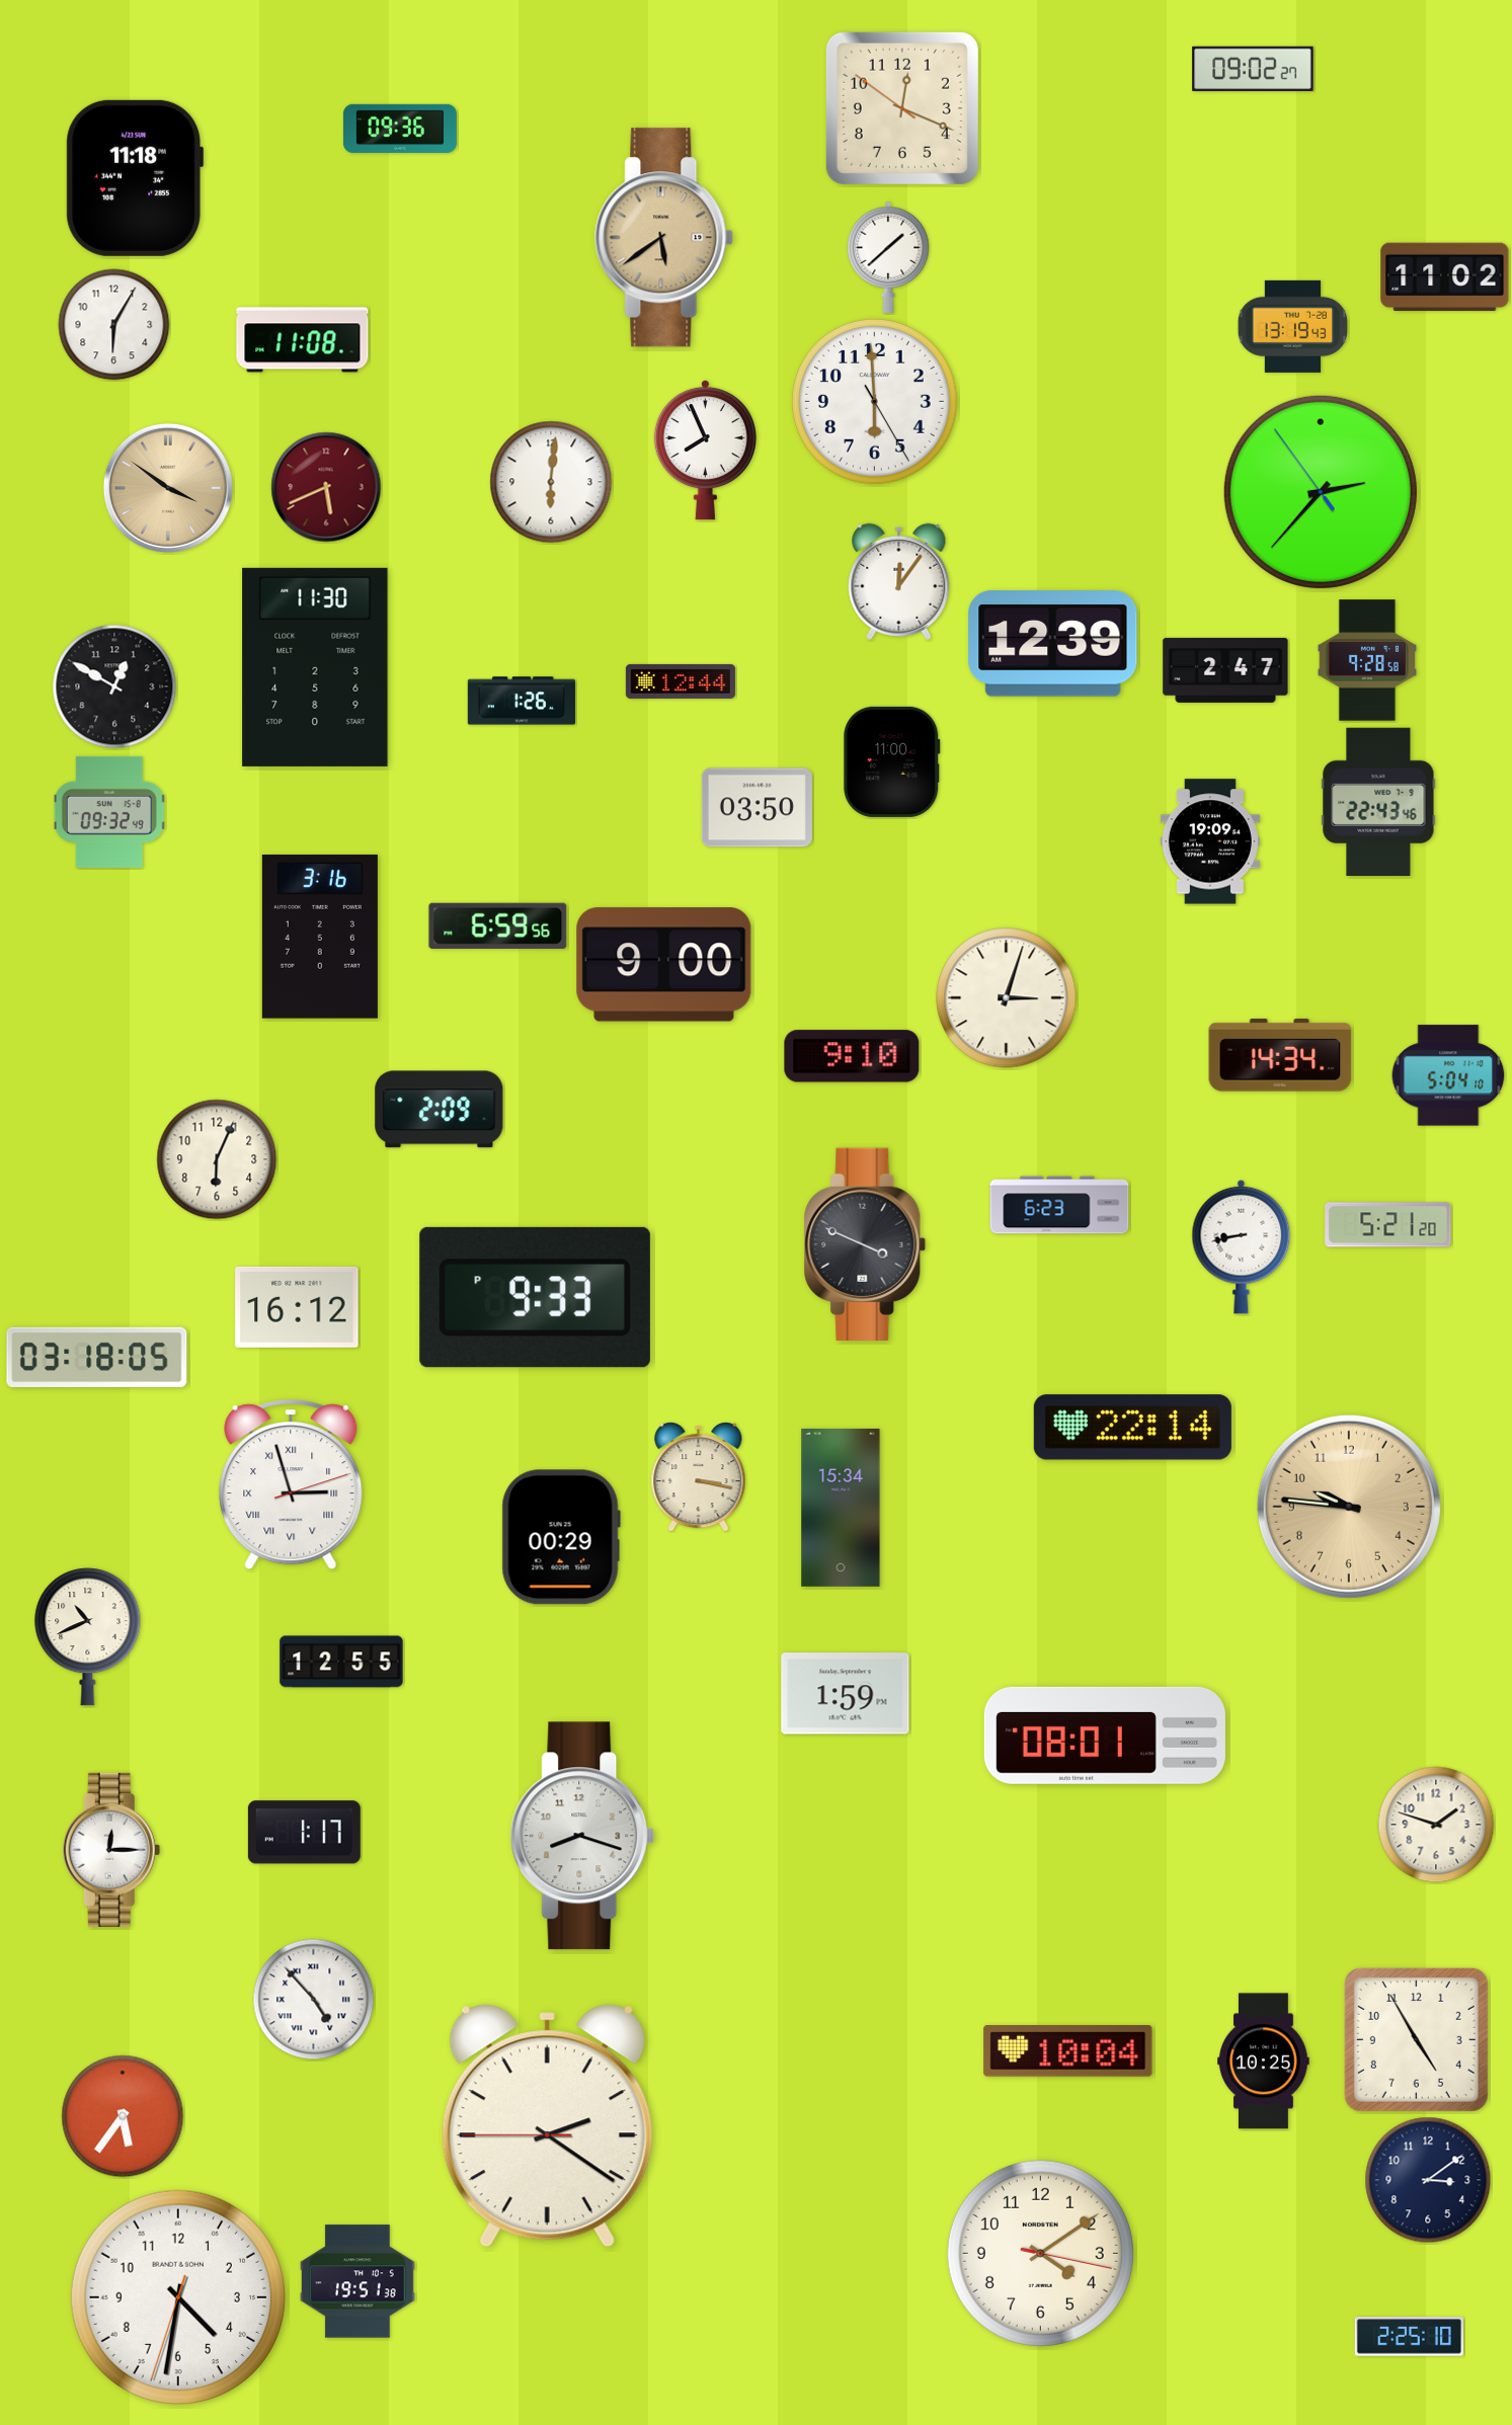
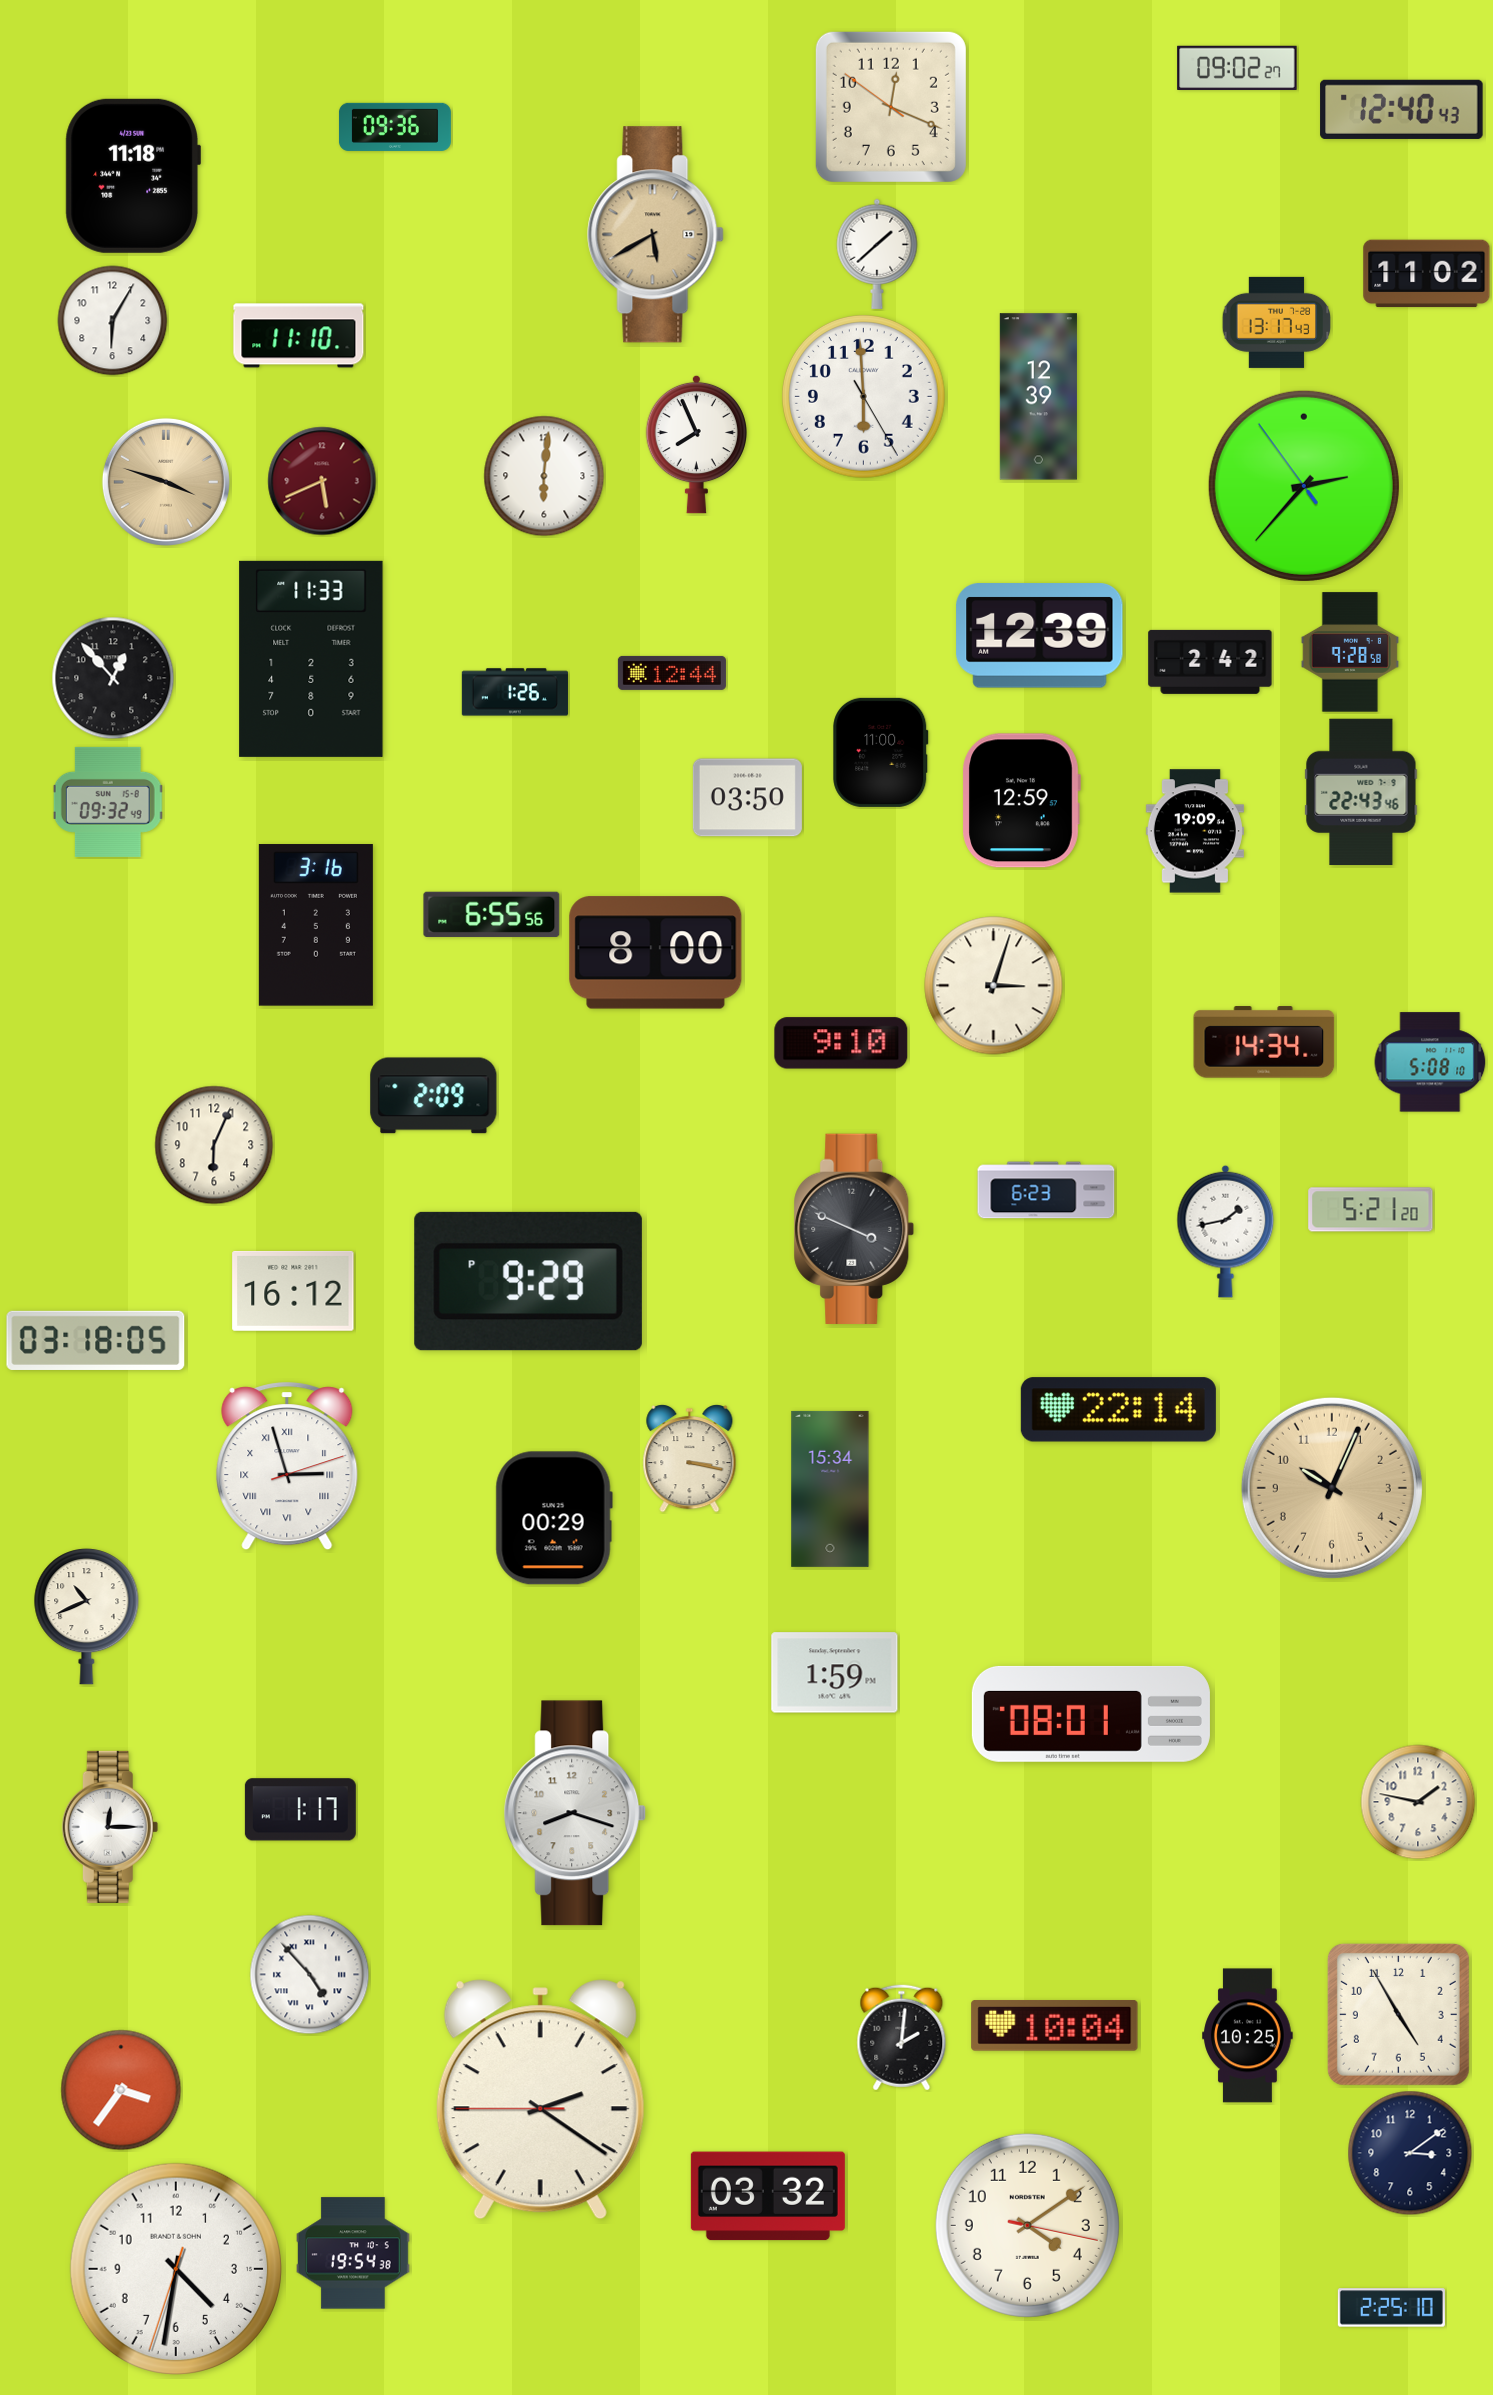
clock at (1402, 109): none -> 12:40
clock at (664, 238): 5:39 -> 5:40
clock at (1293, 326): 13:19 -> 13:17
clock at (303, 340): 11:08 -> 11:10
clock at (1038, 397): none -> 12:39
clock at (168, 488): 3:51 -> 3:48
clock at (899, 581): 12:06 -> none
clock at (315, 667): 11:30 -> 11:33
clock at (1225, 670): 2:47 -> 2:42
clock at (114, 686): 12:50 -> 12:53
clock at (1021, 801): none -> 12:59
clock at (498, 925): 6:59 -> 6:55
clock at (664, 965): 9:00 -> 8:00
clock at (1448, 1075): 5:04 -> 5:08
clock at (1242, 1246): 8:43 -> 1:43
clock at (535, 1297): 9:33 -> 9:29
clock at (1349, 1507): 9:46 -> 10:04
clock at (341, 1662): 12:55 -> none
clock at (1436, 1825): 1:48 -> 1:47
clock at (902, 2038): none -> 2:01
clock at (123, 2116): 5:36 -> 3:36
clock at (768, 2196): none -> 03:32
clock at (359, 2281): 19:51 -> 19:54
